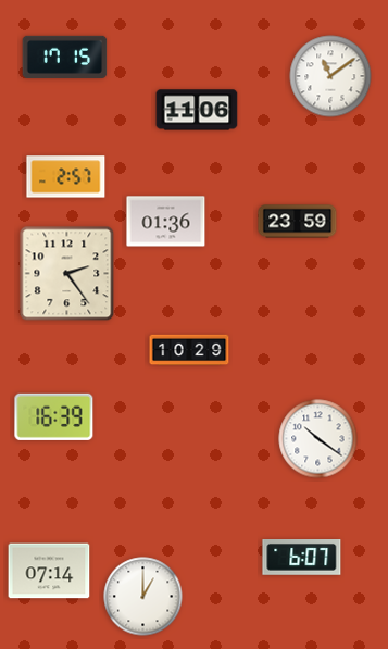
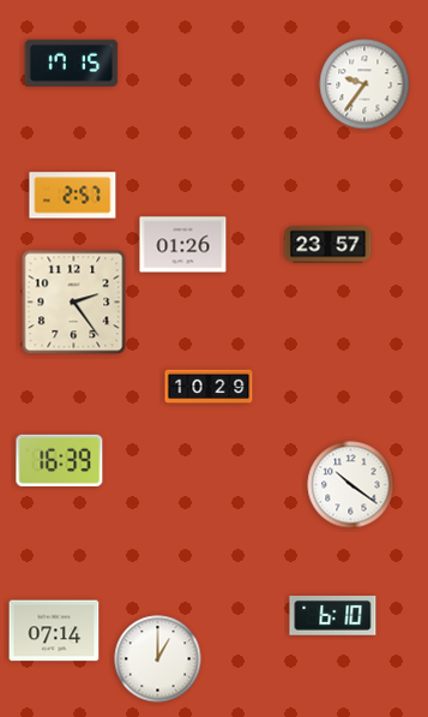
clock at (330, 76): 11:09 -> 9:36
clock at (197, 110): 11:06 -> none
clock at (166, 222): 01:36 -> 01:26
clock at (298, 222): 23:59 -> 23:57
clock at (302, 558): 6:07 -> 6:10
